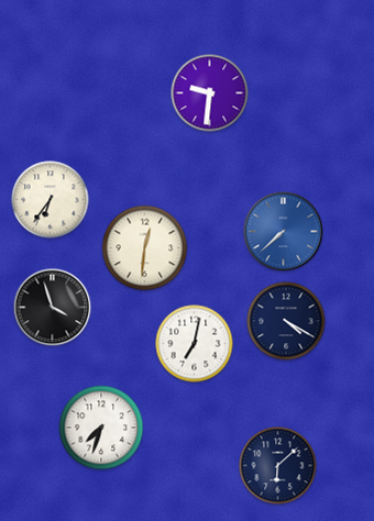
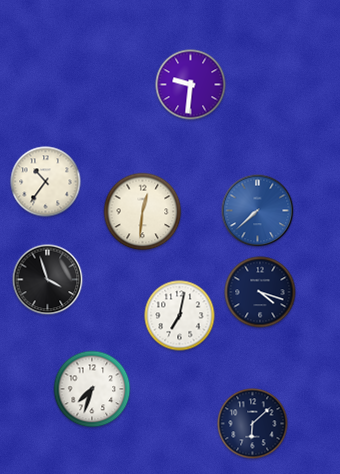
clock at (51, 200): 6:36 -> 10:36
clock at (145, 248) position: (145, 248) -> (143, 212)
clock at (286, 321): 4:20 -> 4:18
clock at (195, 344) position: (195, 344) -> (180, 316)
